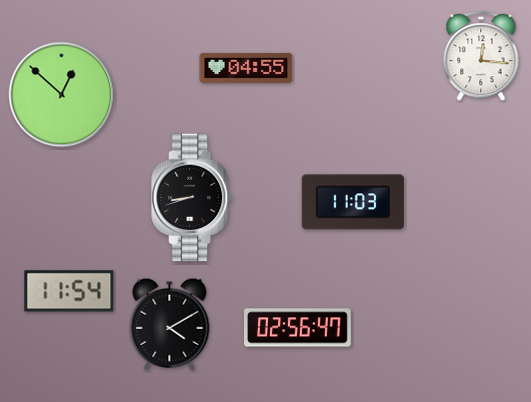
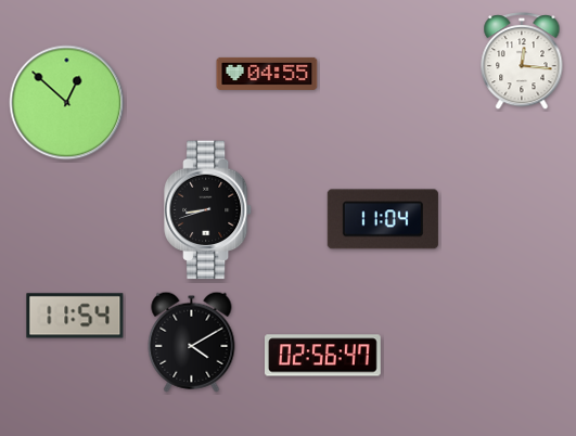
clock at (193, 198) position: (193, 198) -> (209, 210)
clock at (353, 202): 11:03 -> 11:04
clock at (170, 324) position: (170, 324) -> (192, 342)
